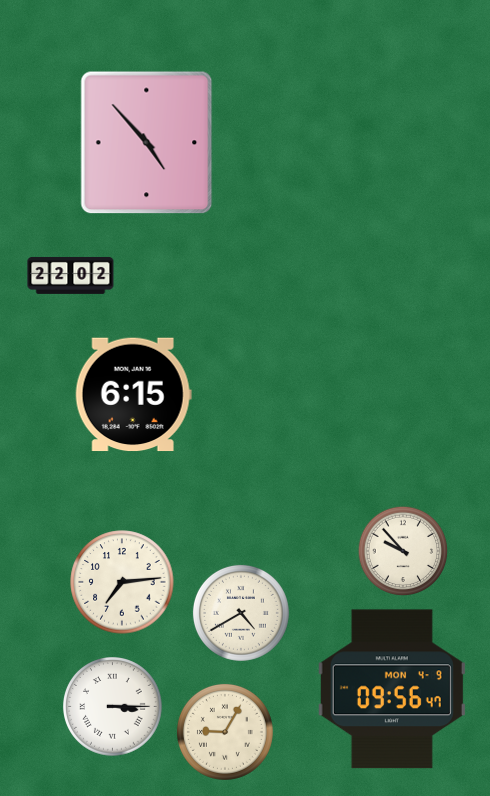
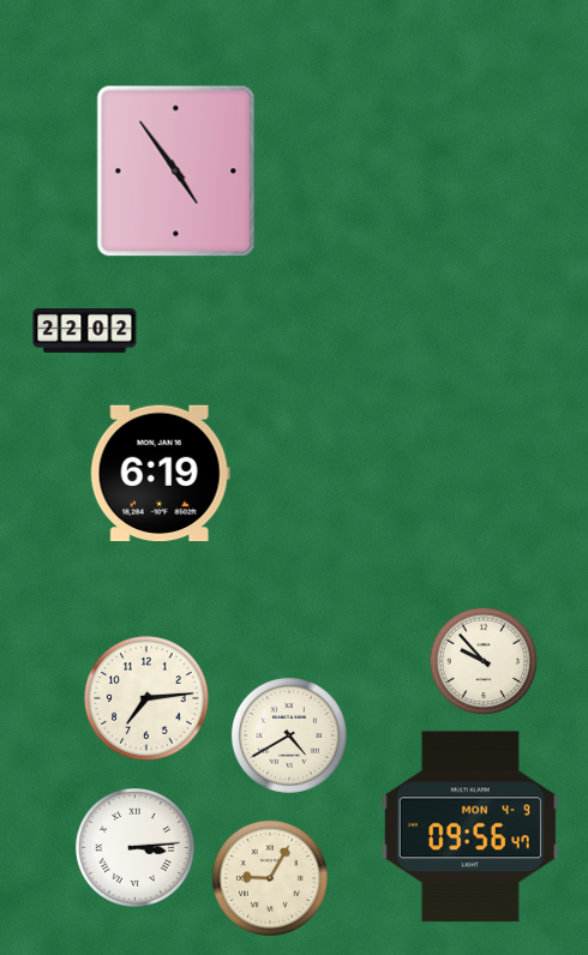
clock at (147, 143): 4:53 -> 4:54
clock at (133, 395): 6:15 -> 6:19
clock at (113, 707): 3:15 -> 3:14
